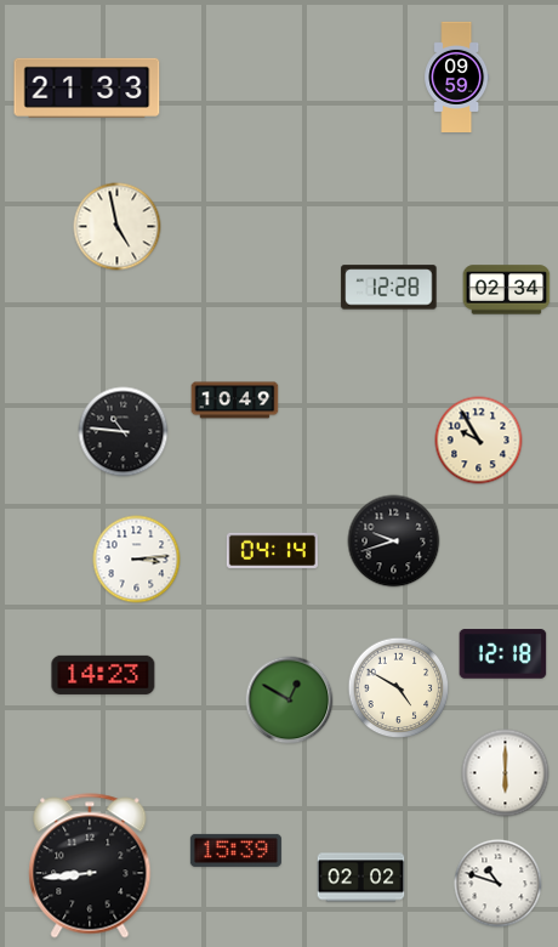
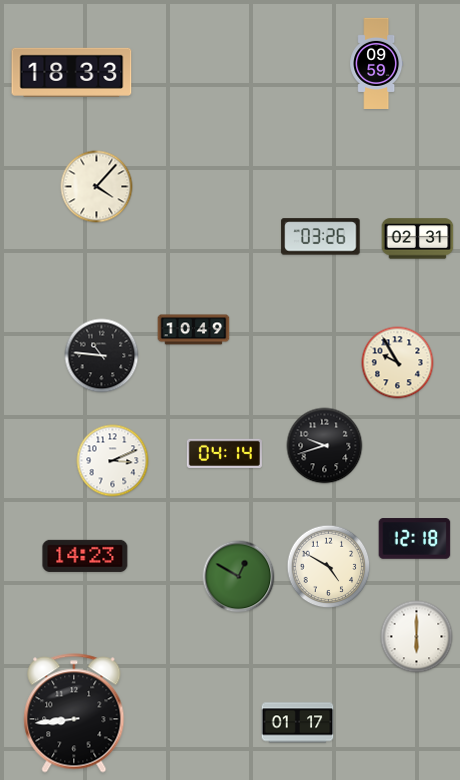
clock at (87, 87): 21:33 -> 18:33
clock at (118, 227): 4:58 -> 4:07
clock at (389, 288): 12:28 -> 03:26
clock at (507, 290): 02:34 -> 02:31
clock at (479, 441) position: (479, 441) -> (398, 363)
clock at (137, 560): 3:14 -> 3:11
clock at (235, 850): 15:39 -> none
clock at (361, 878): 02:02 -> 01:17
clock at (499, 884): 10:48 -> none
